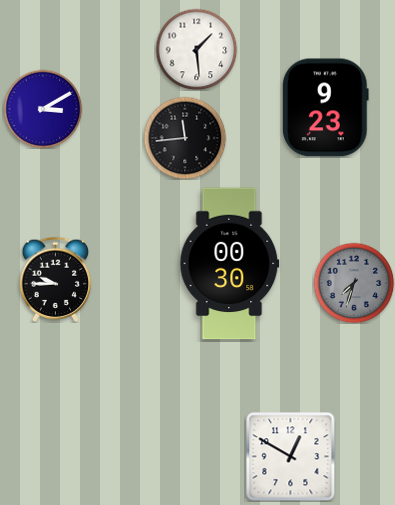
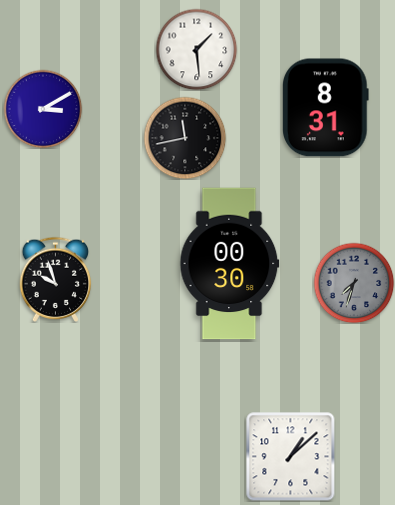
clock at (326, 108): 9:23 -> 8:31
clock at (185, 138): 11:44 -> 11:43
clock at (56, 279): 9:45 -> 9:57
clock at (290, 456): 12:50 -> 1:08
